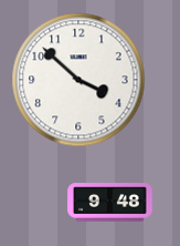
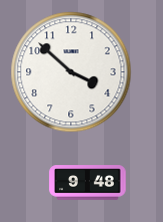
clock at (110, 203) position: (110, 203) -> (88, 183)
